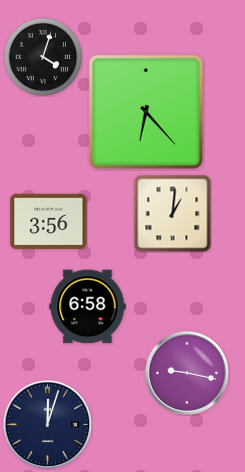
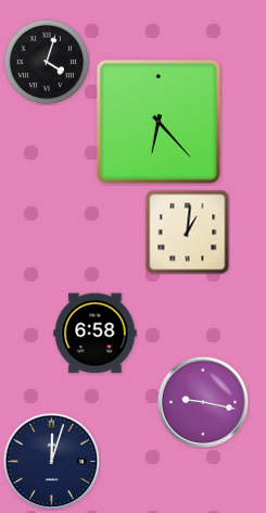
clock at (49, 222): 3:56 -> none
clock at (186, 372) position: (186, 372) -> (202, 401)
